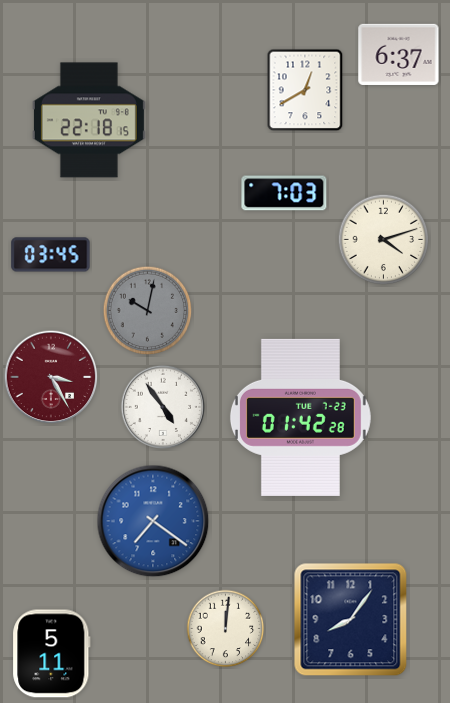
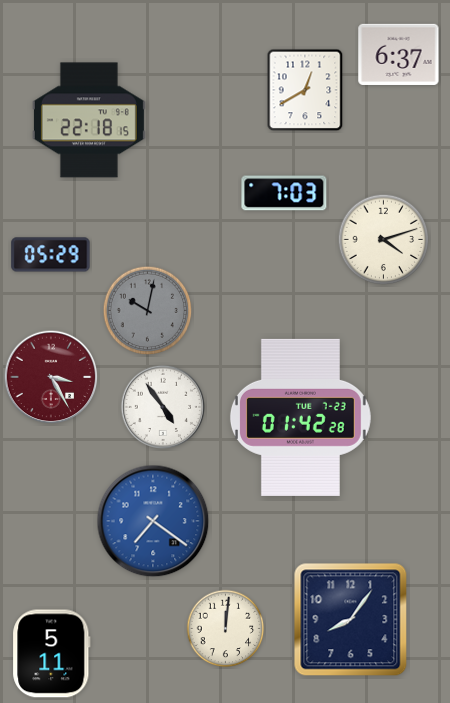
clock at (51, 255): 03:45 -> 05:29
